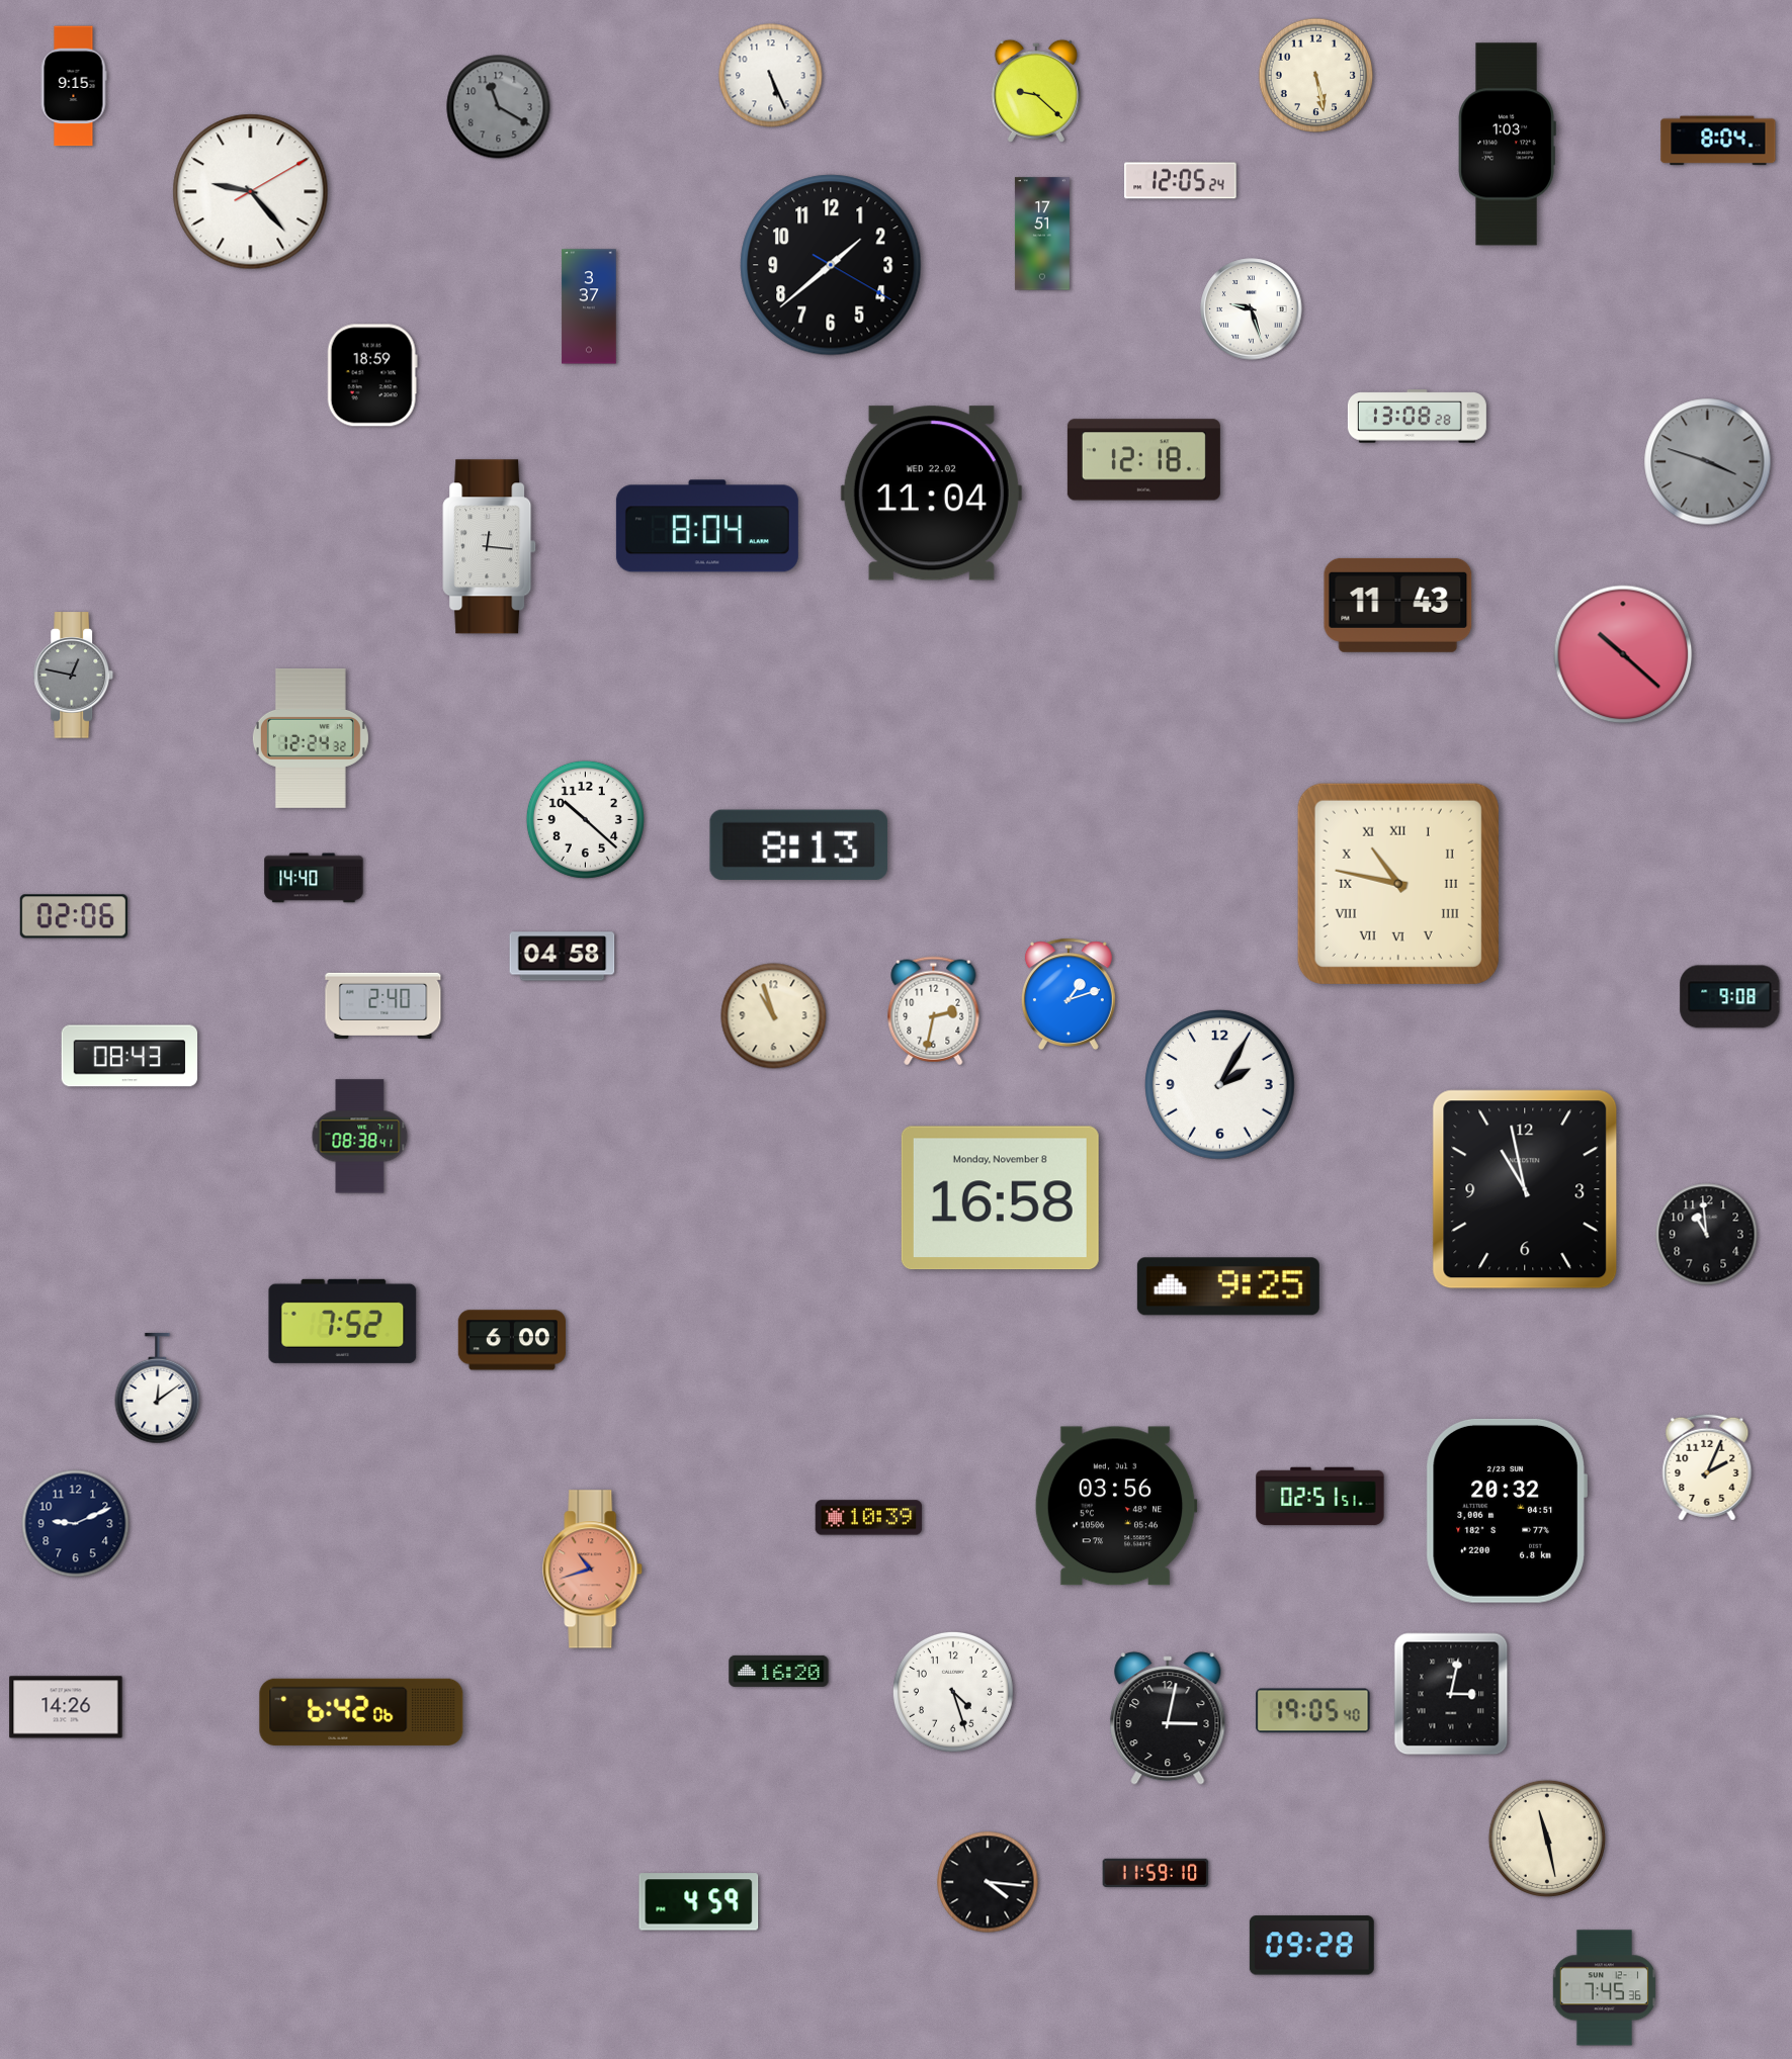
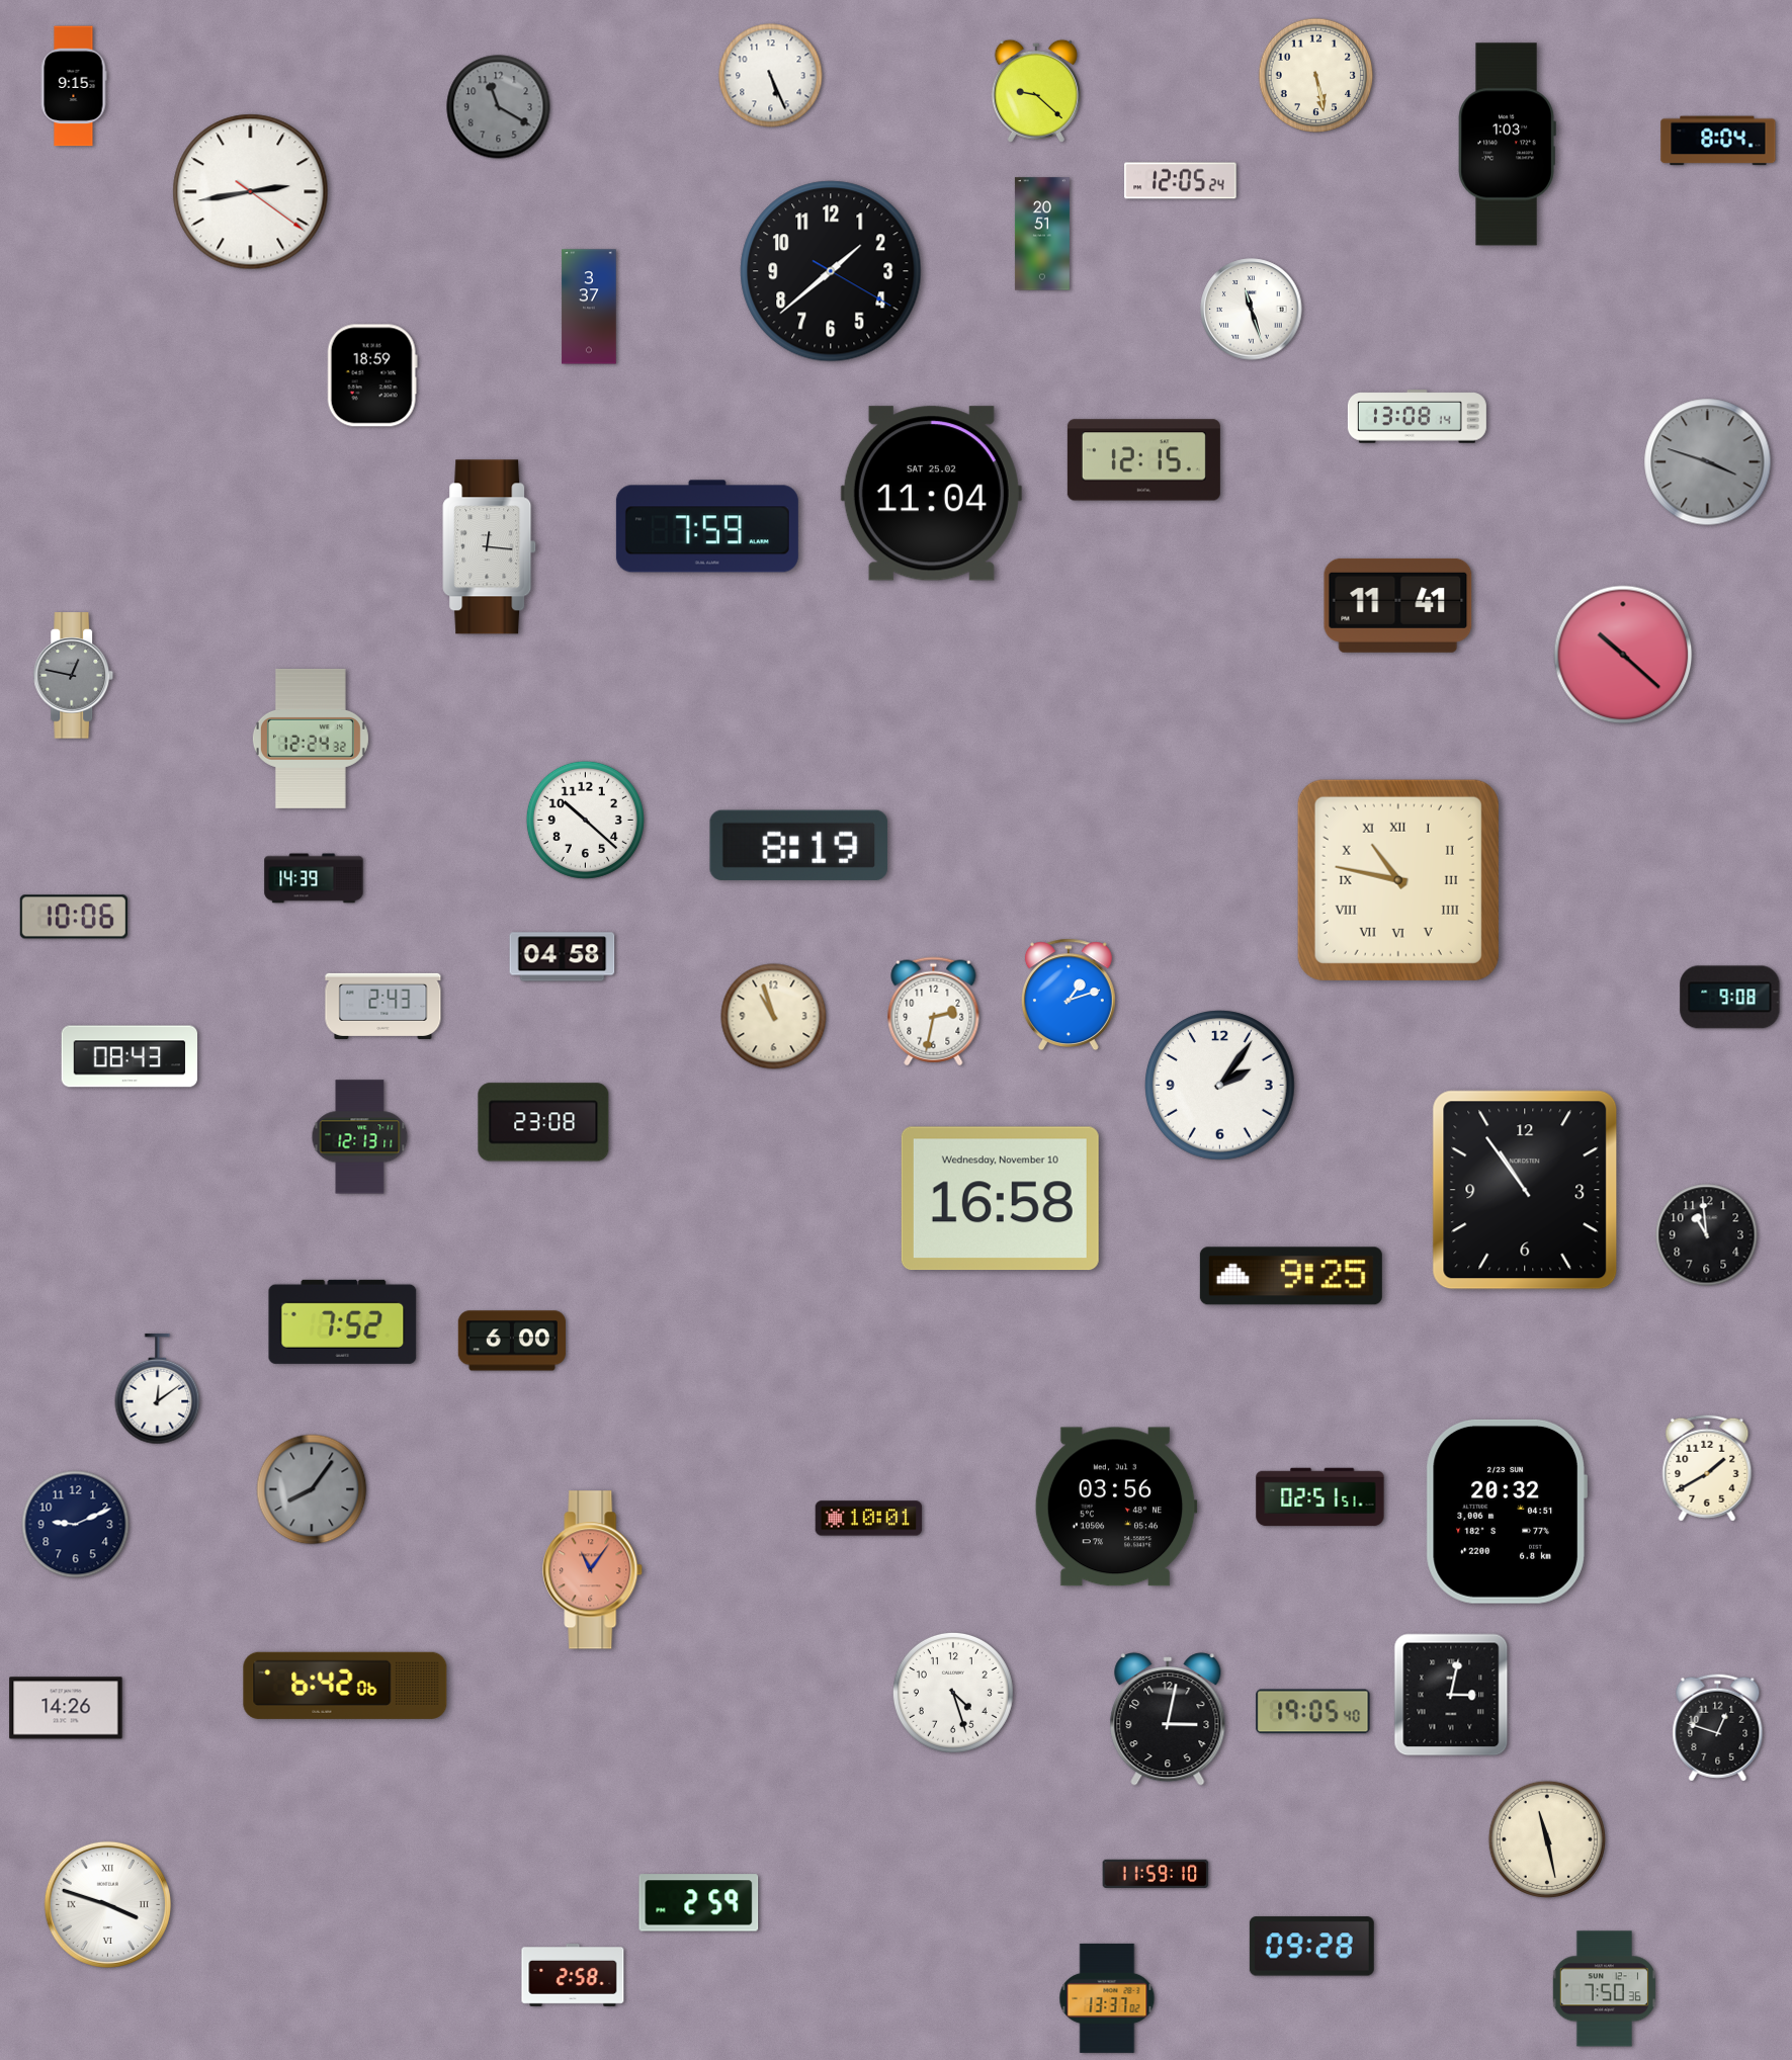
clock at (251, 192): 9:23 -> 2:43
clock at (1042, 234): 17:51 -> 20:51
clock at (831, 265) position: (831, 265) -> (831, 271)
clock at (1252, 309): 9:27 -> 11:27
clock at (1417, 417): 13:08:28 -> 13:08:14
clock at (1143, 460): 12:18 -> 12:15
clock at (931, 494) date: WED 22.02 -> SAT 25.02
clock at (707, 526): 8:04 -> 7:59
clock at (1398, 605): 11:43 -> 11:41
clock at (799, 844): 8:13 -> 8:19
clock at (314, 878): 14:40 -> 14:39
clock at (1398, 884) position: (1398, 884) -> (1398, 880)
clock at (74, 916): 02:06 -> 10:06
clock at (383, 1005): 2:40 -> 2:43
clock at (1220, 1085): 2:05 -> 2:06
clock at (543, 1122): none -> 23:08
clock at (360, 1137): 08:38 -> 12:13
clock at (1525, 1189): 10:58 -> 10:54
clock at (1000, 1198) date: Monday, November 8 -> Wednesday, November 10
clock at (1228, 1286) position: (1228, 1286) -> (1291, 1276)
clock at (1707, 1467): 2:04 -> 1:40
clock at (312, 1489): none -> 8:06
clock at (869, 1518): 10:39 -> 10:01
clock at (593, 1570): 10:42 -> 11:06
clock at (779, 1671): 16:20 -> none
clock at (361, 1712) position: (361, 1712) -> (345, 1686)
clock at (1718, 1728): none -> 12:48
clock at (988, 1882): 4:16 -> none
clock at (699, 1902): 4:59 -> 2:59
clock at (107, 1904): none -> 3:48
clock at (573, 1976): none -> 2:58
clock at (1604, 1988): 7:45 -> 7:50
clock at (1107, 1998): none -> 13:37
